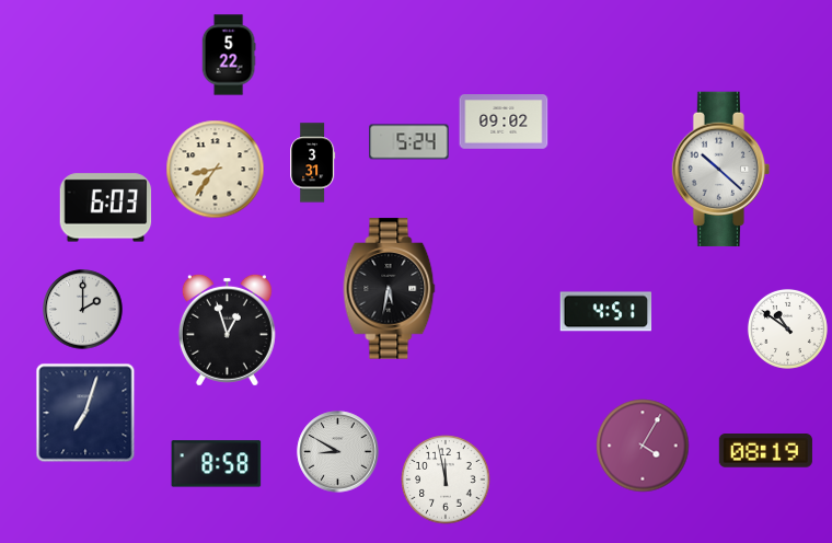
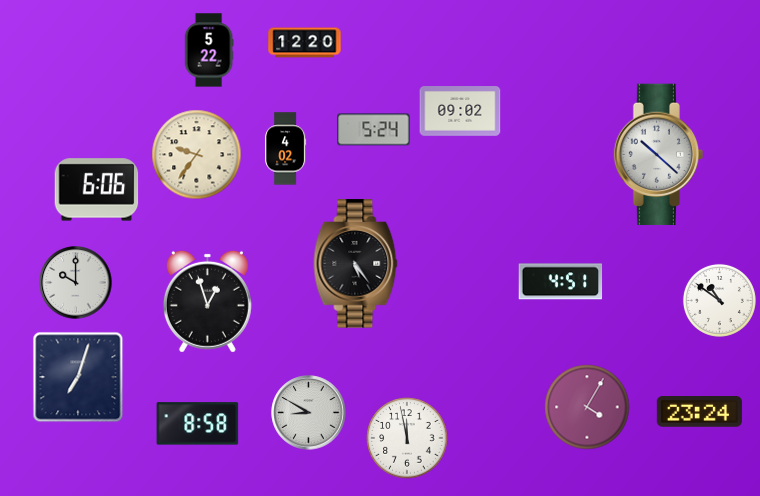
clock at (305, 43): none -> 12:20
clock at (313, 163): 3:31 -> 4:02
clock at (216, 170): 8:36 -> 9:36
clock at (106, 208): 6:03 -> 6:06
clock at (390, 289): 5:32 -> 5:24
clock at (83, 310): 2:00 -> 10:00
clock at (606, 312) position: (606, 312) -> (561, 282)
clock at (765, 451): 08:19 -> 23:24
